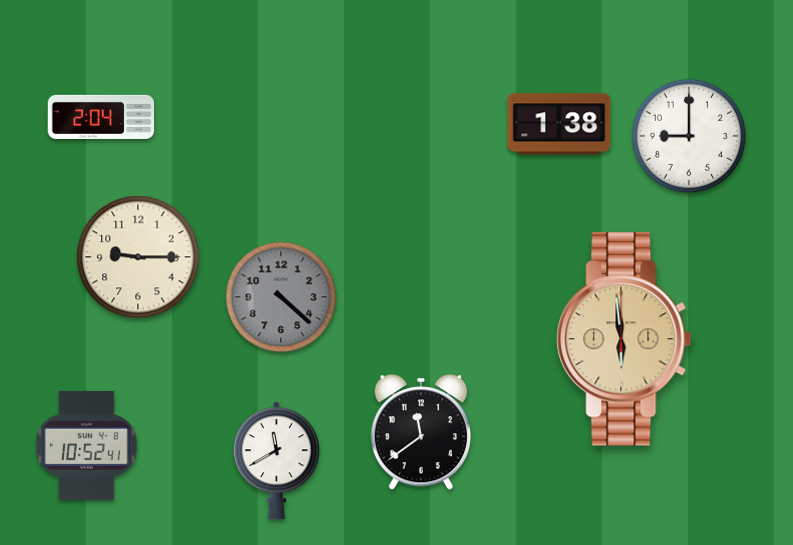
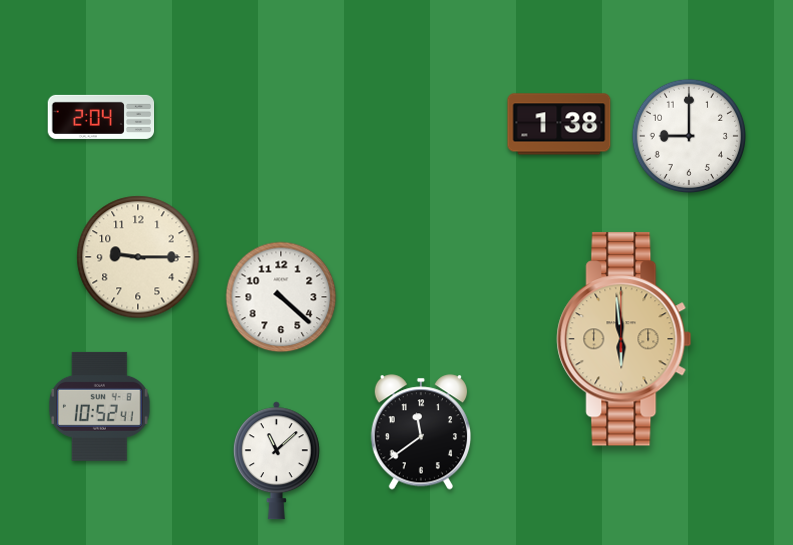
clock at (281, 297) dial: grey -> white
clock at (86, 445) position: (86, 445) -> (99, 406)
clock at (276, 461): 11:40 -> 11:08
